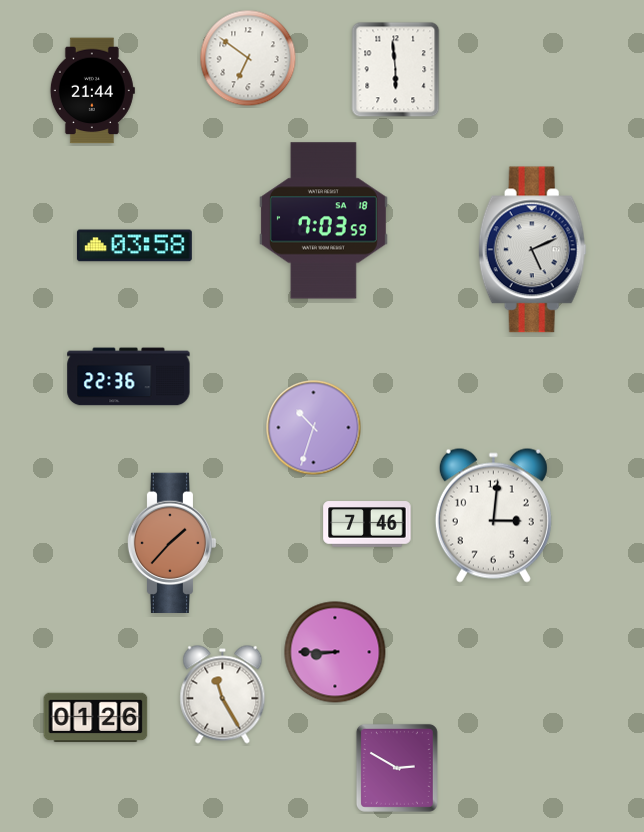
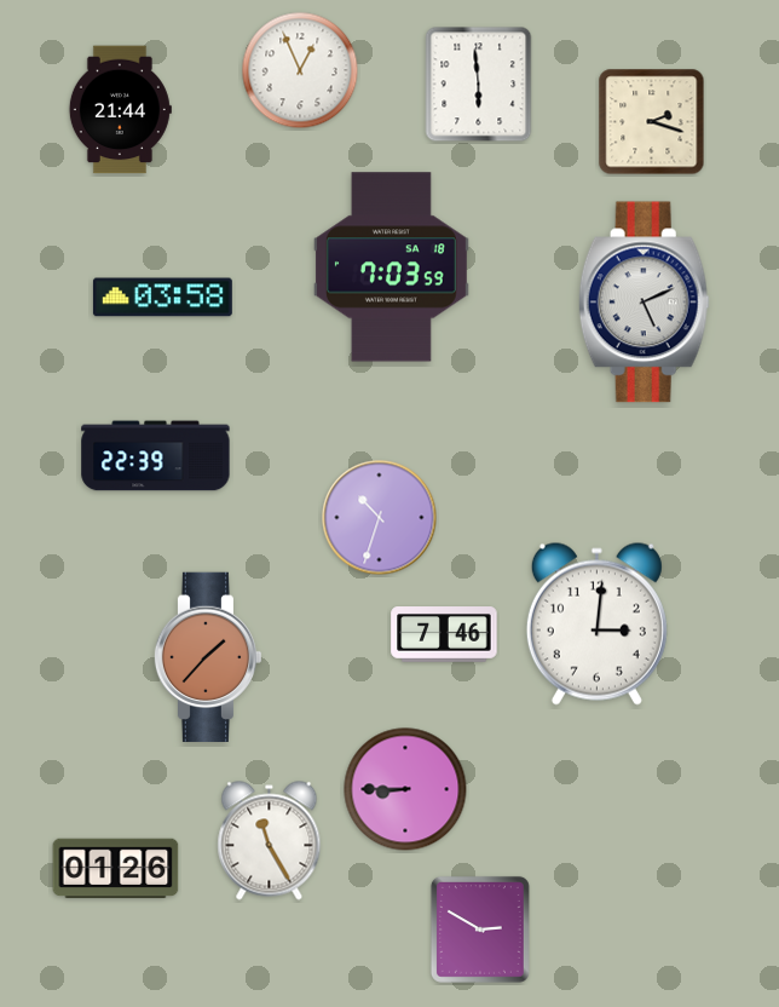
clock at (248, 58): 6:51 -> 12:56
clock at (92, 91) position: (92, 91) -> (120, 110)
clock at (652, 122): none -> 2:18
clock at (129, 377): 22:36 -> 22:39
